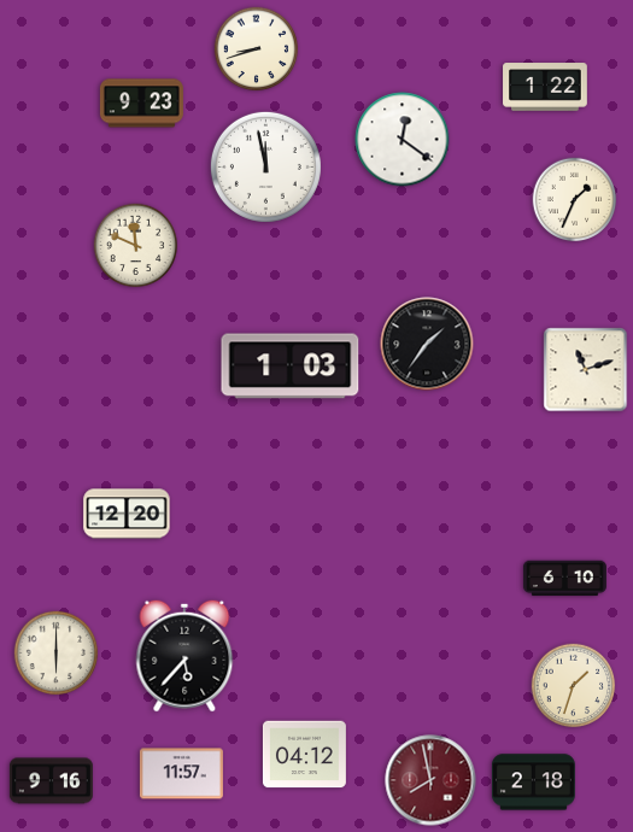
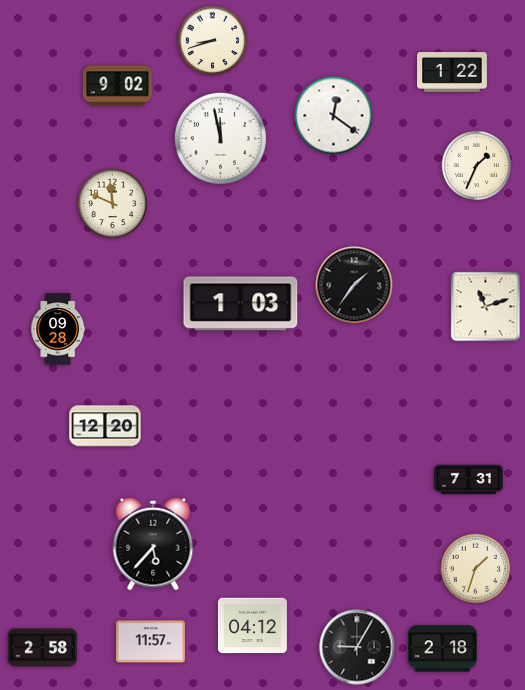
clock at (141, 104): 9:23 -> 9:02
clock at (57, 329): none -> 09:28
clock at (564, 579): 6:10 -> 7:31
clock at (57, 654): 6:00 -> none
clock at (430, 780): 7:58 -> 9:05
clock at (430, 780) dial: burgundy -> black
clock at (51, 781): 9:16 -> 2:58
